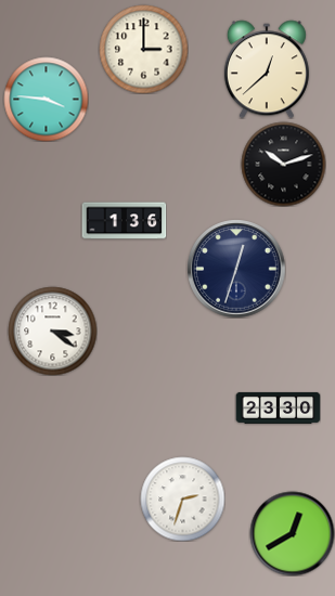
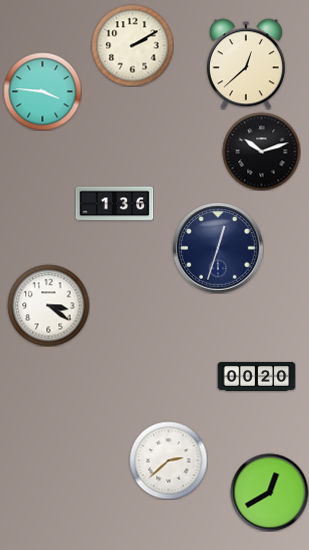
clock at (143, 49): 3:00 -> 2:10
clock at (278, 407): 23:30 -> 00:20
clock at (182, 498): 2:33 -> 2:38
